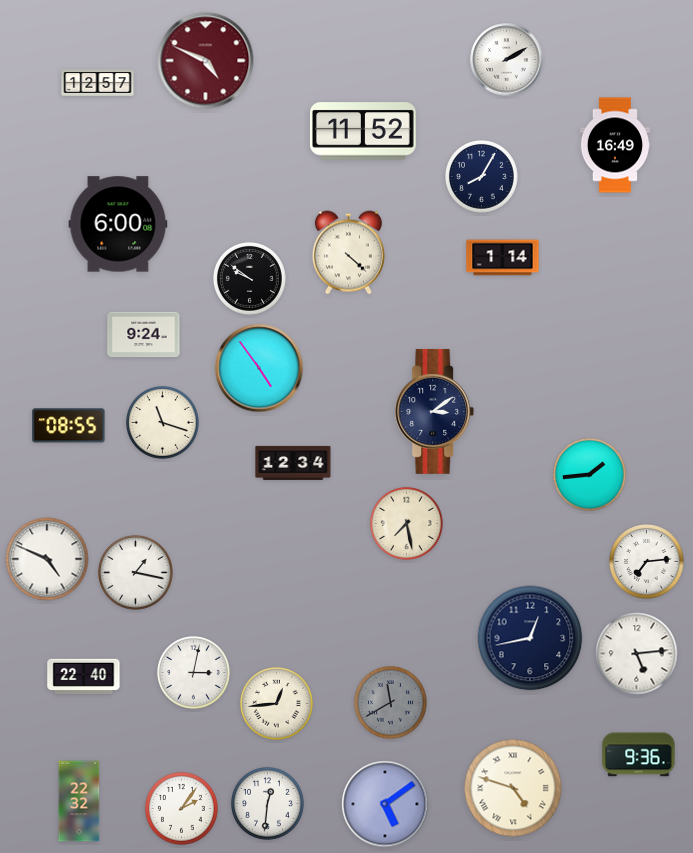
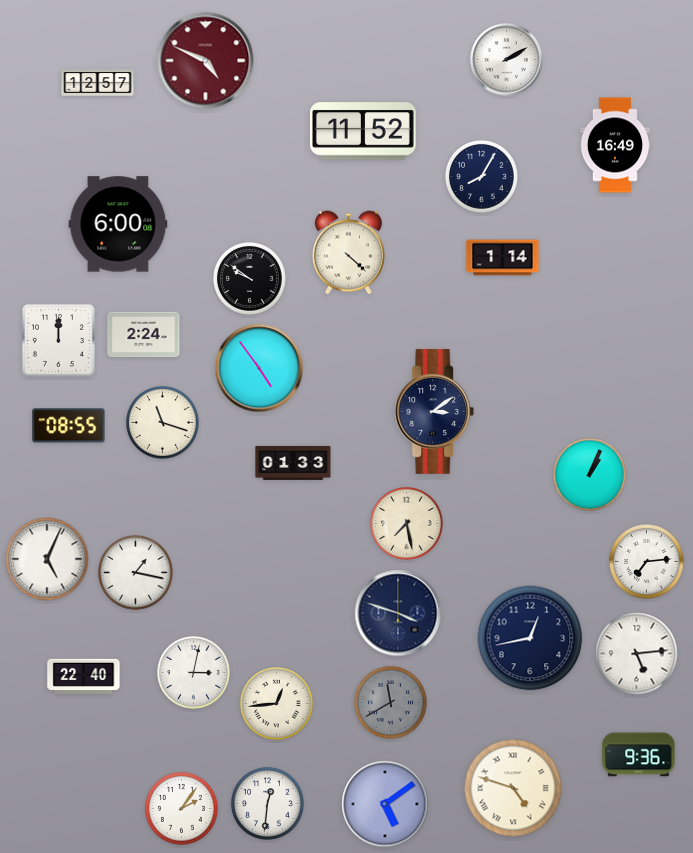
clock at (144, 335): 9:24 -> 2:24
clock at (58, 340): none -> 12:00
clock at (293, 463): 12:34 -> 01:33
clock at (589, 474): 1:44 -> 1:04
clock at (47, 559): 4:49 -> 5:04
clock at (398, 613): none -> 3:48
clock at (79, 801): 22:32 -> none
